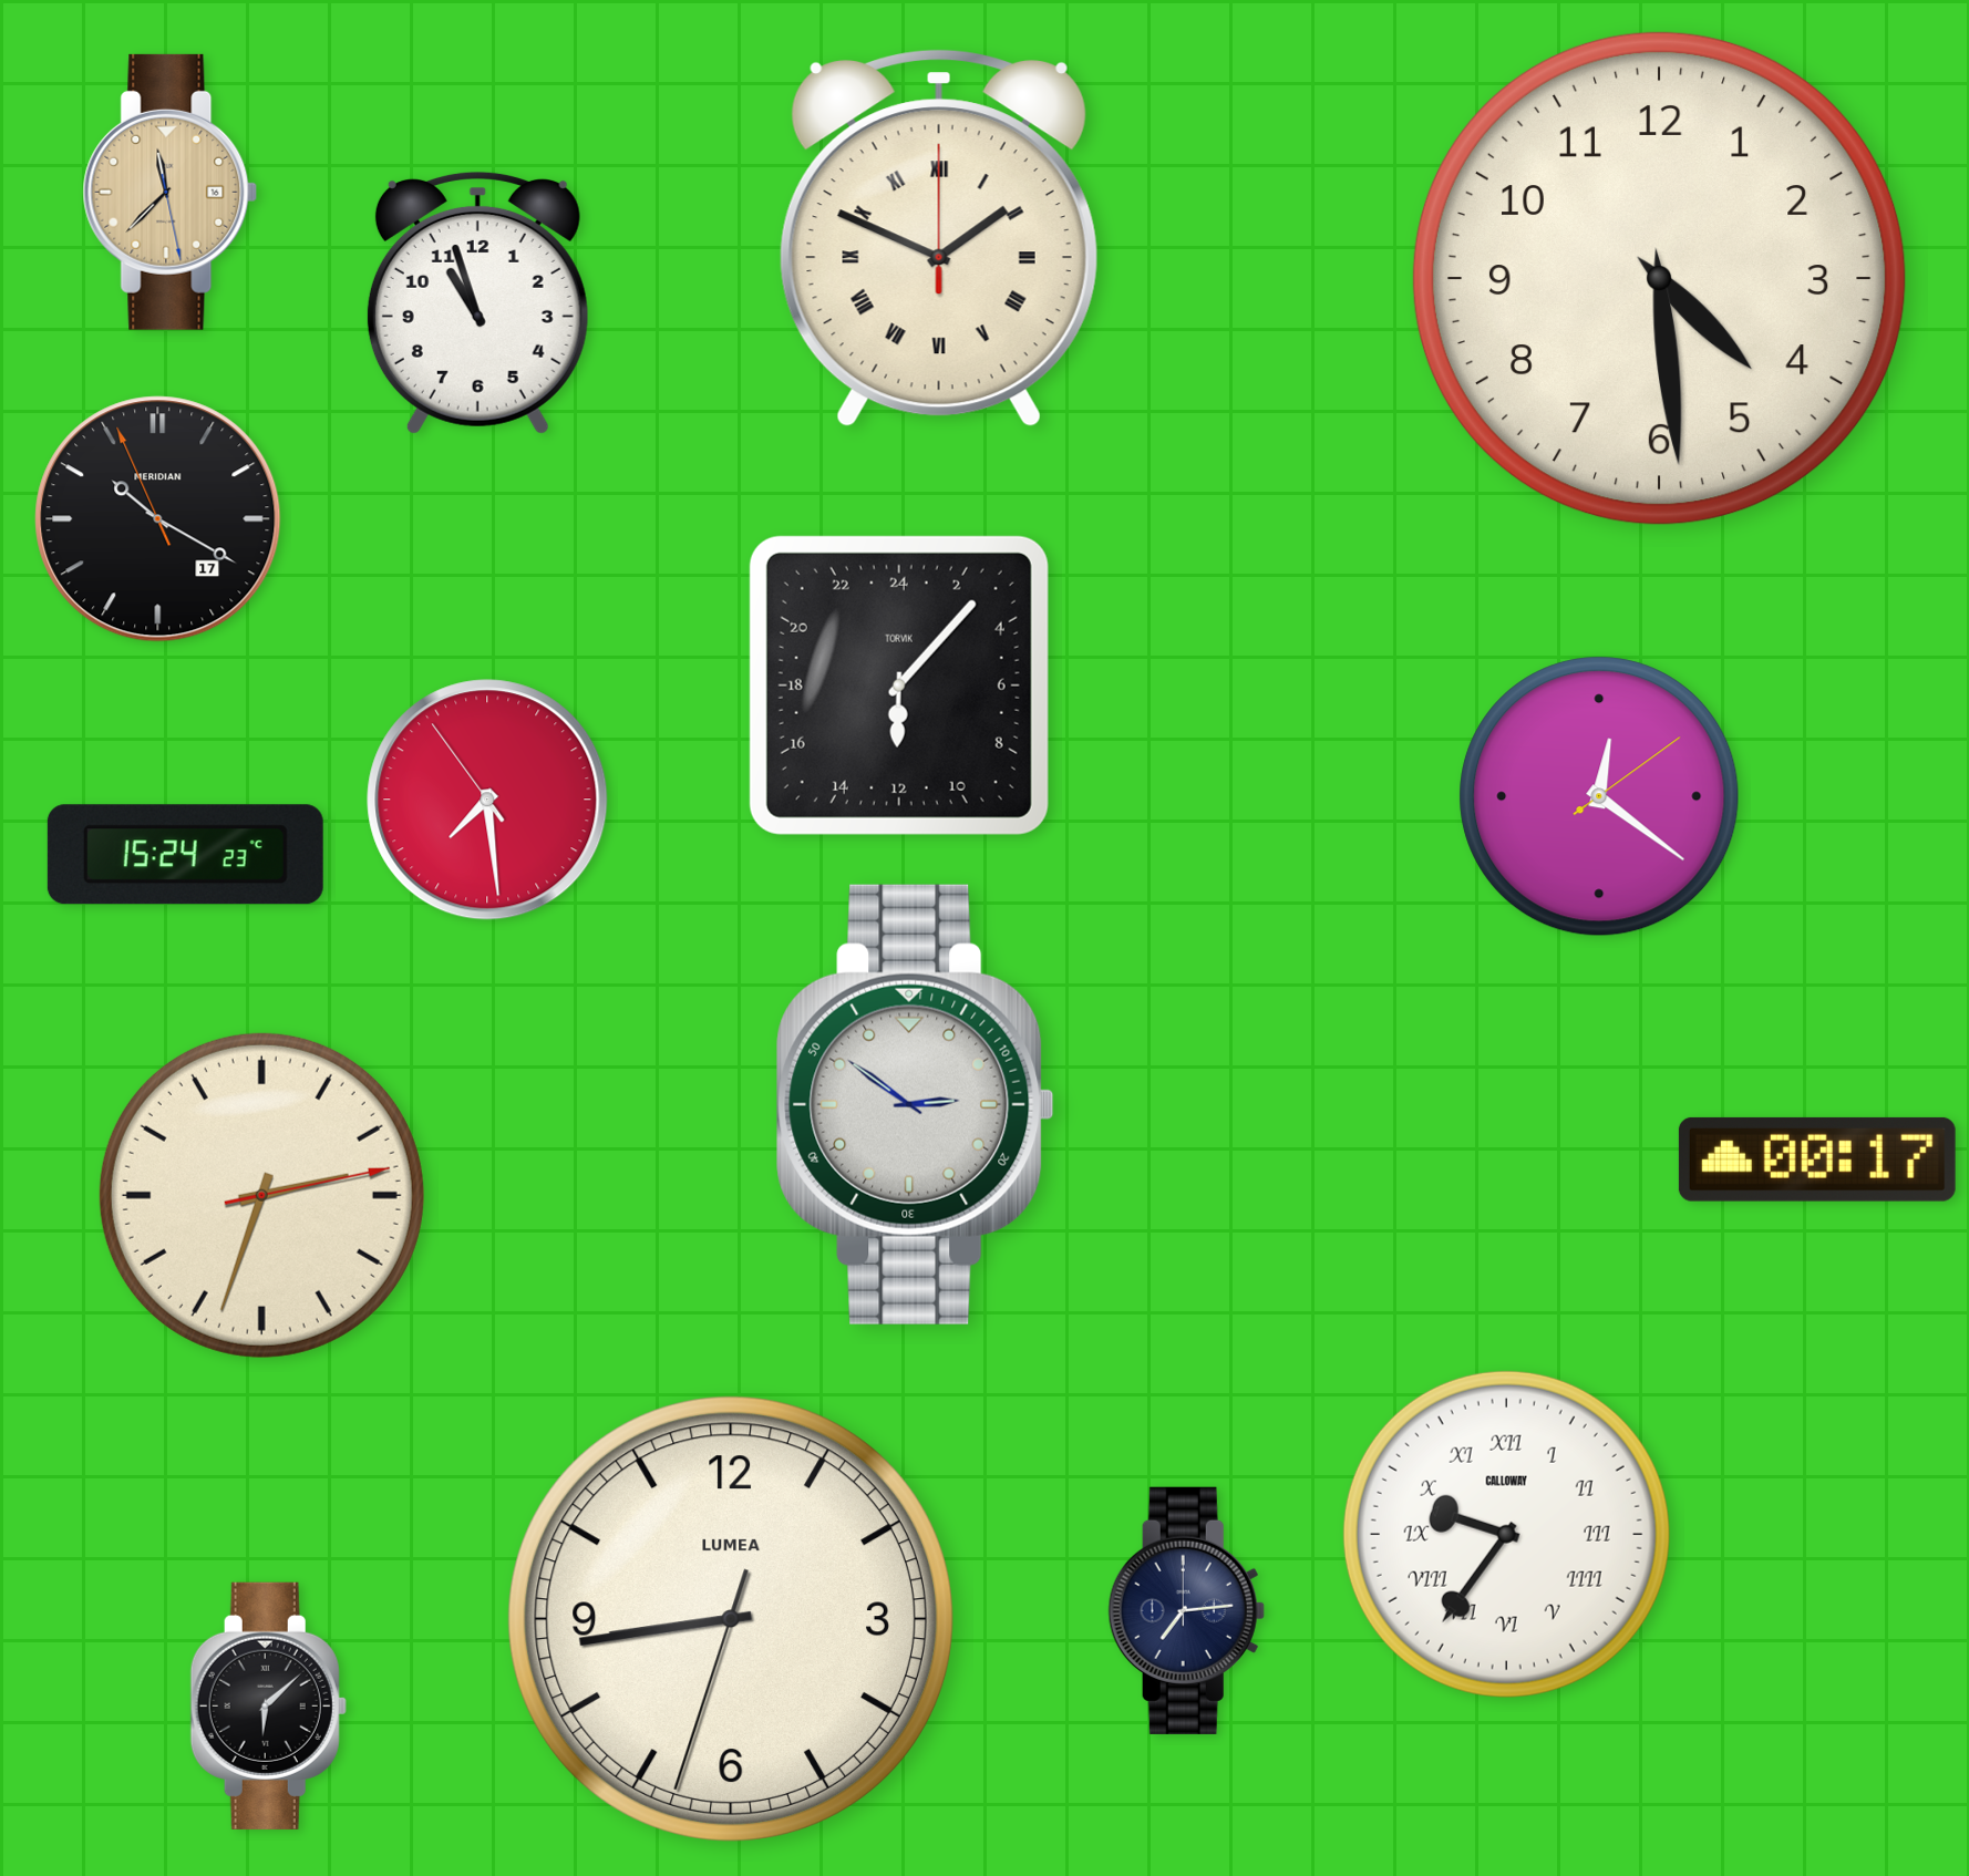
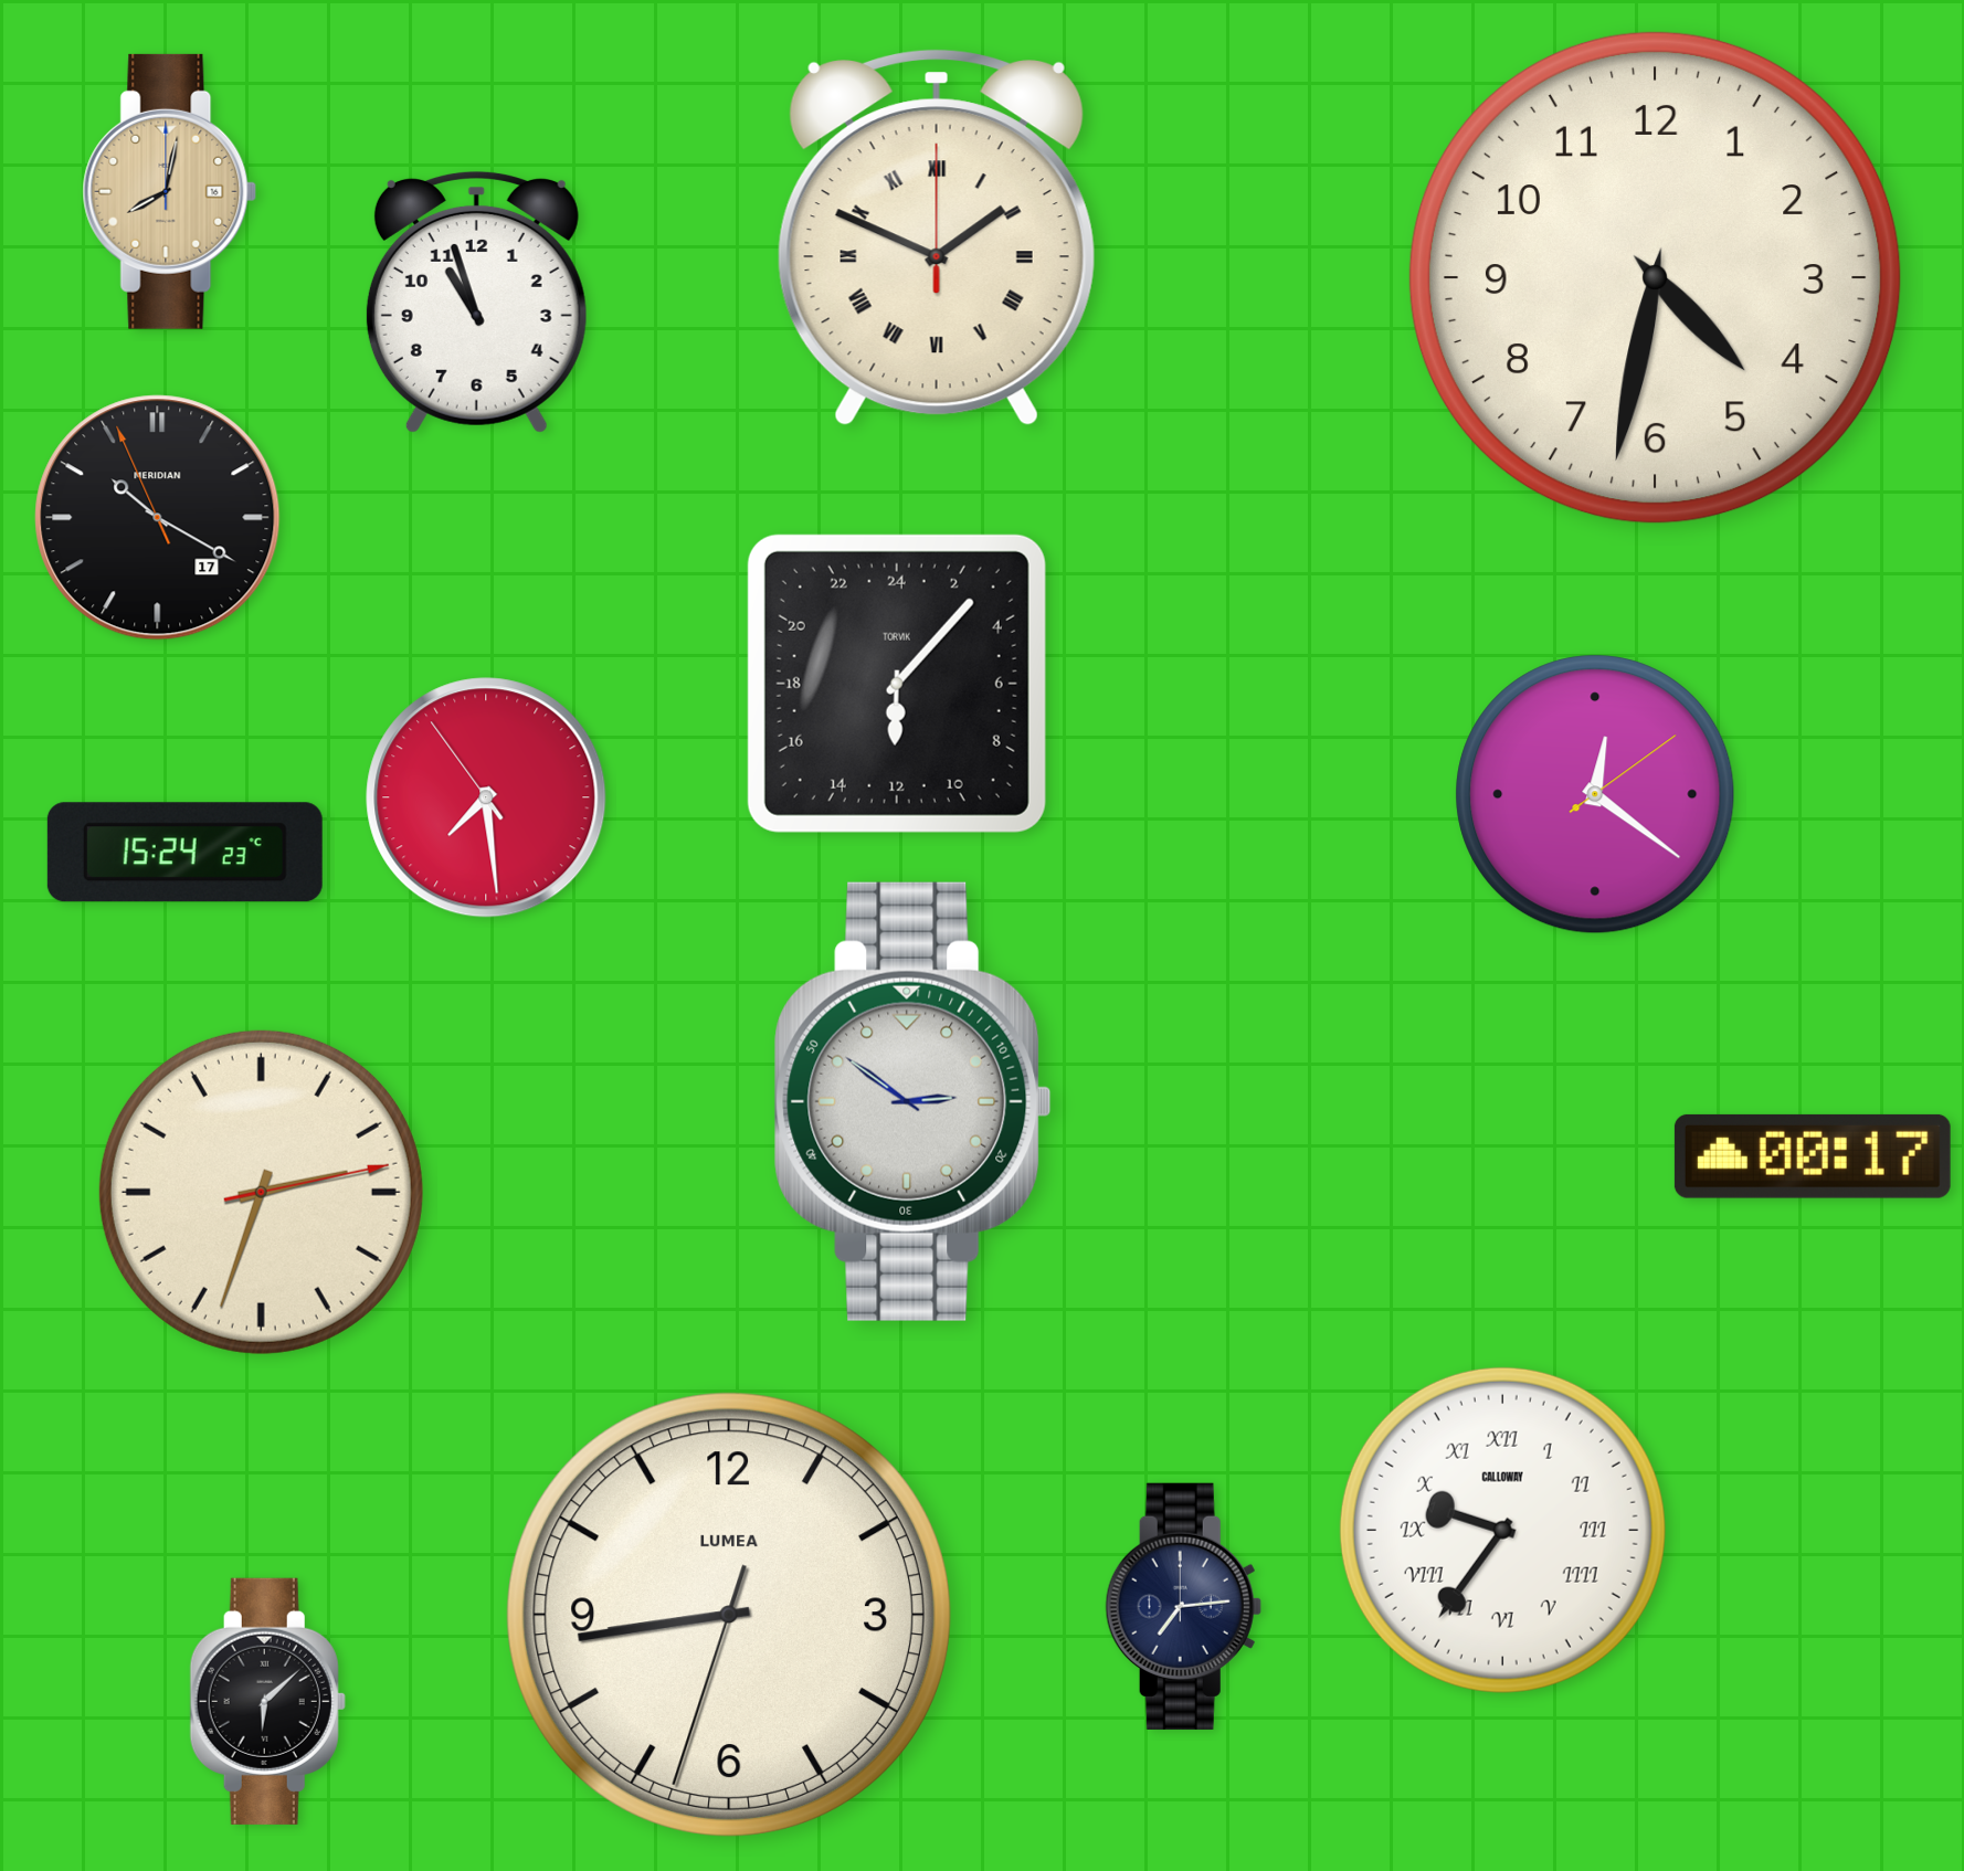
clock at (171, 192): 11:37 -> 8:02
clock at (1659, 278): 4:29 -> 4:32
